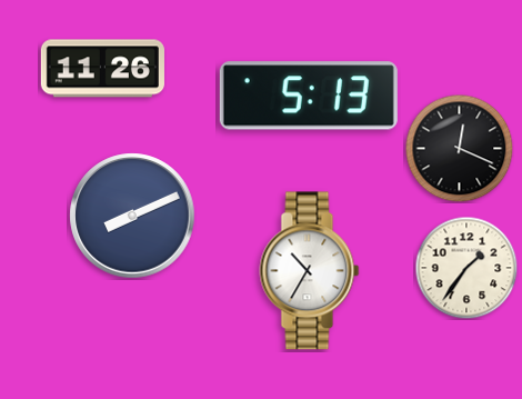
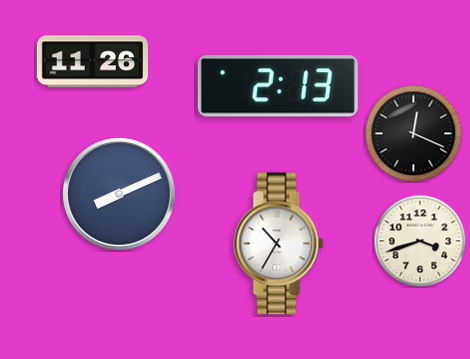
clock at (309, 96): 5:13 -> 2:13
clock at (466, 268): 1:36 -> 3:42
